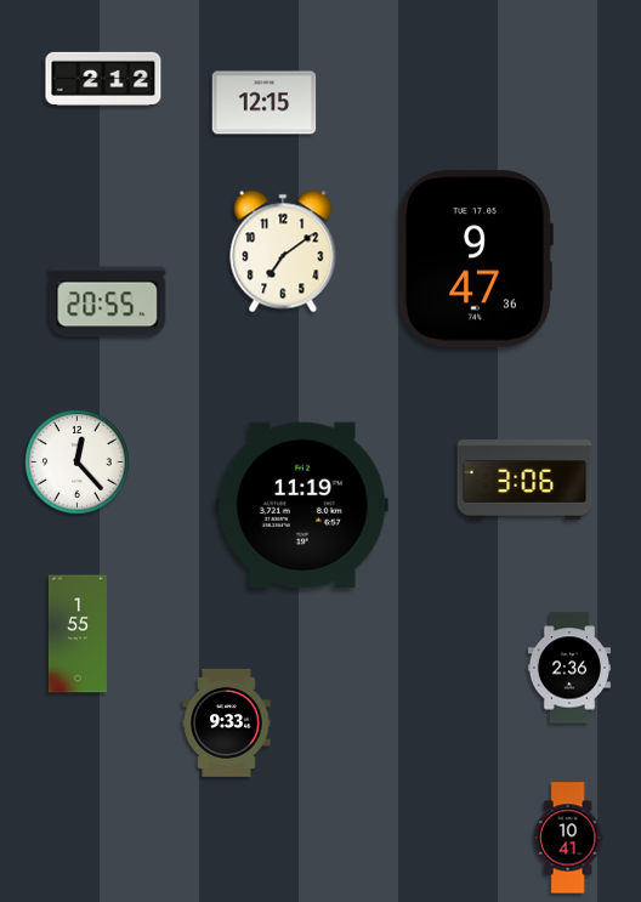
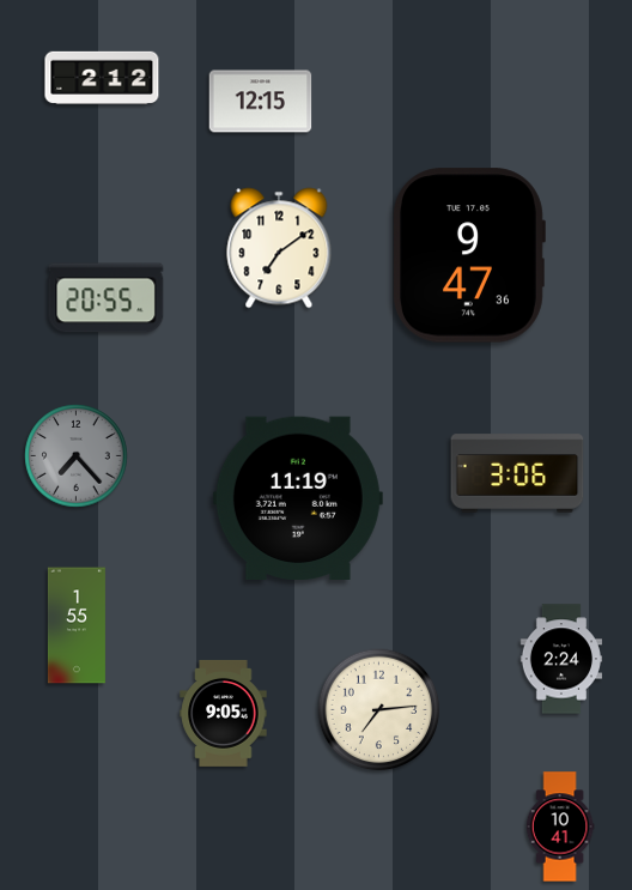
clock at (78, 463): 12:23 -> 7:23
clock at (78, 463) dial: white -> grey
clock at (568, 668): 2:36 -> 2:24
clock at (379, 710): none -> 7:14
clock at (227, 724): 9:33 -> 9:05
